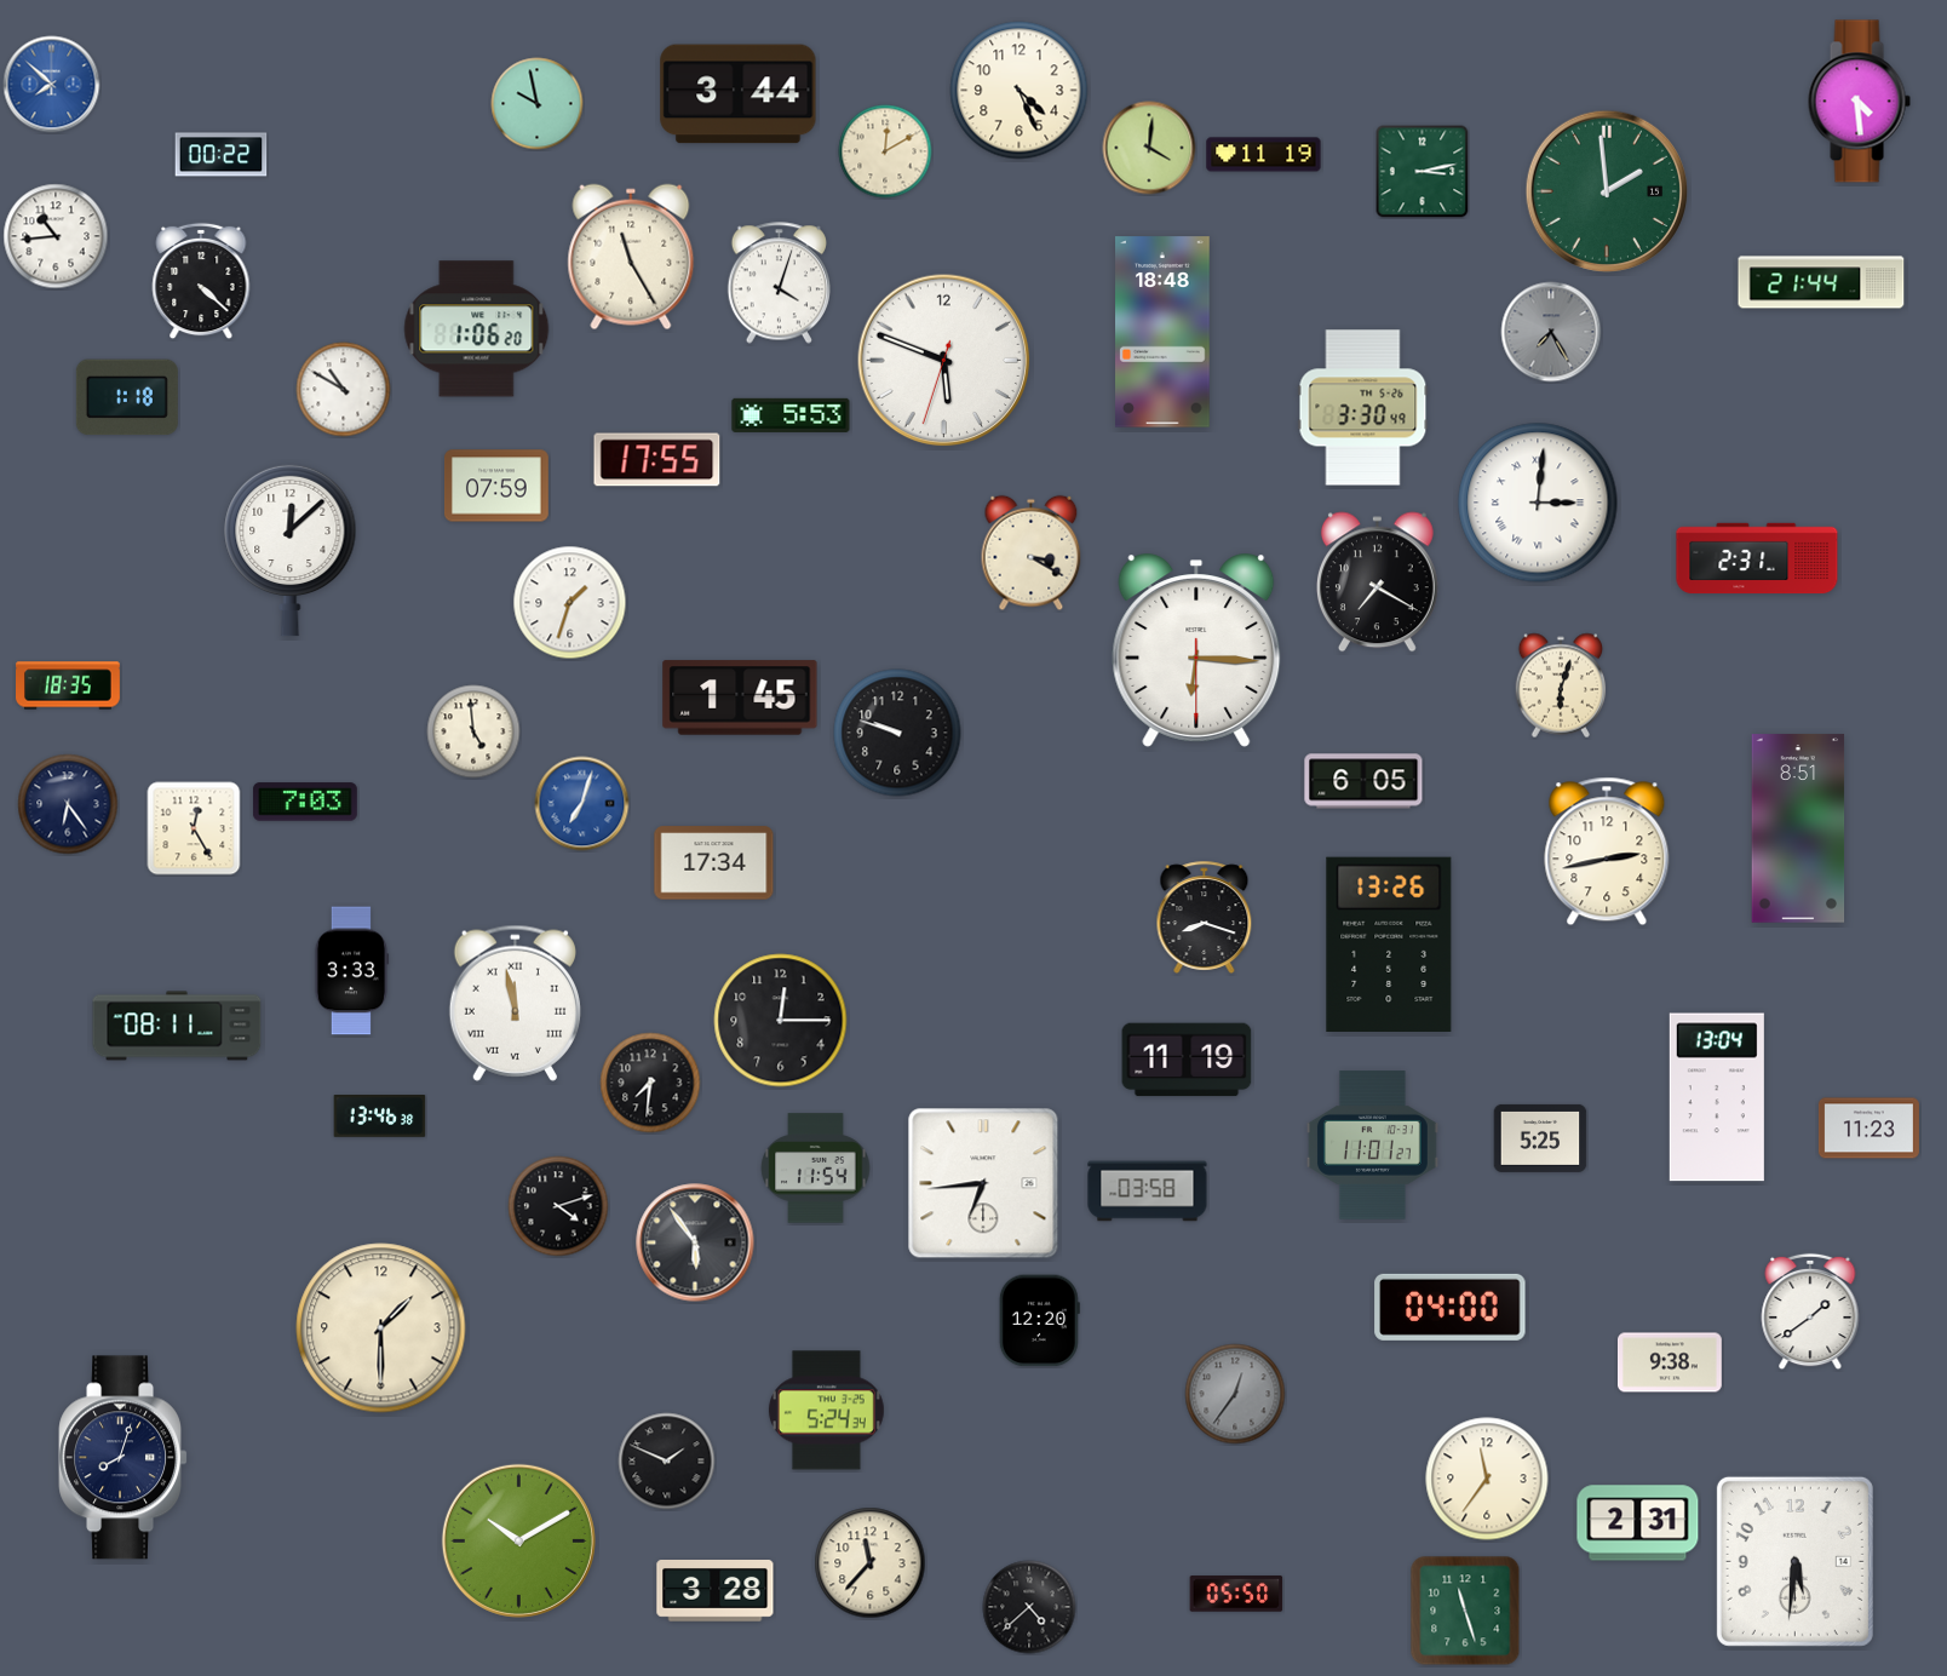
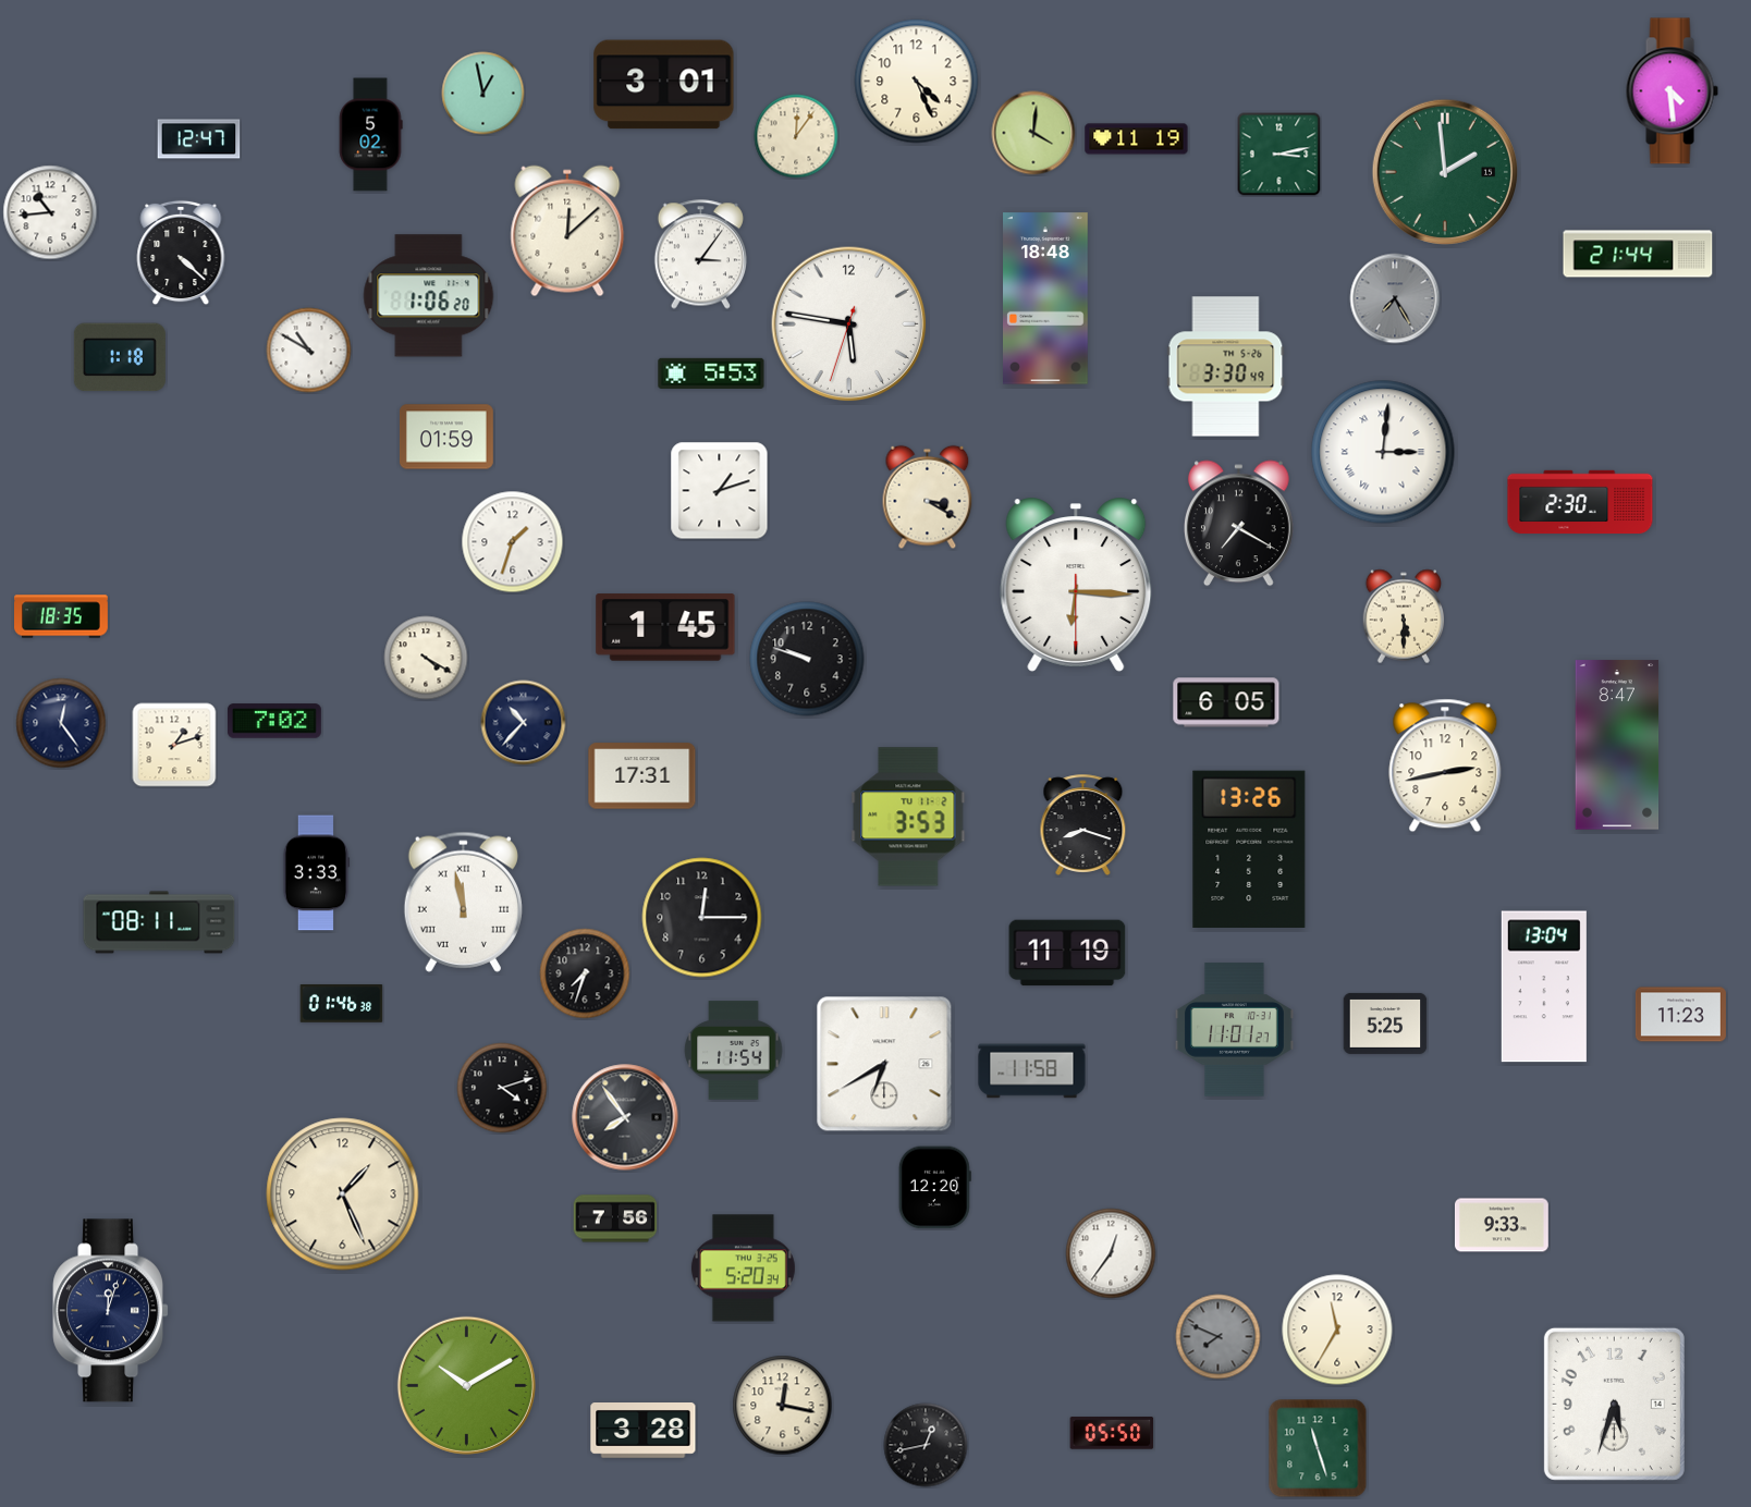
clock at (52, 85): 7:52 -> none
clock at (739, 94): 3:44 -> 3:01
clock at (538, 104): 9:58 -> 12:58
clock at (370, 135): none -> 5:02
clock at (885, 151): 12:10 -> 12:06
clock at (222, 155): 00:22 -> 12:47
clock at (631, 257): 11:25 -> 12:08
clock at (779, 283): 4:03 -> 3:06
clock at (944, 361): 5:48 -> 5:46
clock at (127, 397) position: (127, 397) -> (120, 357)
clock at (657, 460): 17:55 -> none
clock at (496, 486): 07:59 -> 01:59
clock at (720, 491): none -> 1:12
clock at (291, 550): 12:08 -> none
clock at (1757, 558): 2:31 -> 2:30
clock at (1561, 685): 6:03 -> 5:30
clock at (473, 731): 4:59 -> 4:20
clock at (305, 802): 7:03 -> 7:02
clock at (68, 804): 6:24 -> 12:24
clock at (582, 804): 7:03 -> 10:37
clock at (582, 804) dial: blue -> navy
clock at (194, 828): 12:25 -> 1:12
clock at (1798, 828): 8:51 -> 8:47
clock at (714, 863): 17:34 -> 17:31
clock at (908, 817): none -> 3:53
clock at (650, 1083): 7:31 -> 7:33
clock at (380, 1117): 13:46 -> 01:46
clock at (983, 1183): 6:44 -> 6:40
clock at (1148, 1192): 03:58 -> 11:58
clock at (558, 1206) position: (558, 1206) -> (502, 1088)
clock at (695, 1242): 5:54 -> 7:54
clock at (1451, 1307): 04:00 -> none
clock at (1810, 1311): 1:39 -> none
clock at (381, 1328): 1:30 -> 1:26
clock at (615, 1218): none -> 7:56
clock at (1671, 1362): 9:38 -> 9:33
clock at (1235, 1394) dial: grey -> white
clock at (826, 1411): 5:24 -> 5:20
clock at (122, 1458): 8:03 -> 12:03
clock at (667, 1462): 1:49 -> none
clock at (1487, 1479): 11:36 -> 11:35
clock at (1219, 1337): none -> 7:49
clock at (1638, 1523): 2:31 -> none
clock at (1794, 1561): 5:31 -> 5:33
clock at (871, 1563): 11:37 -> 12:17
clock at (1029, 1607): 4:38 -> 12:43
